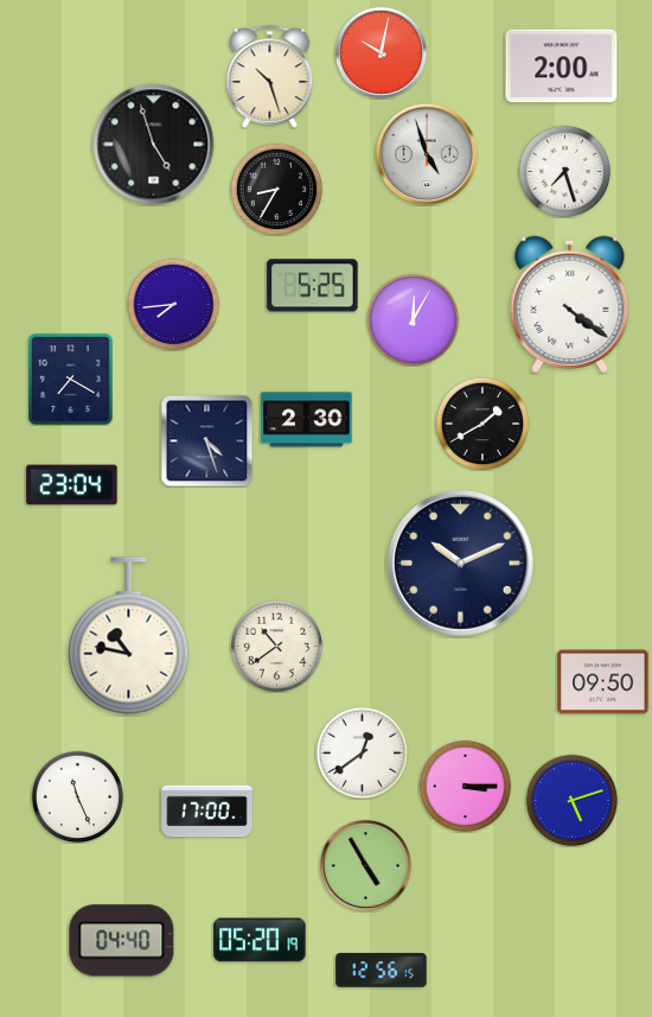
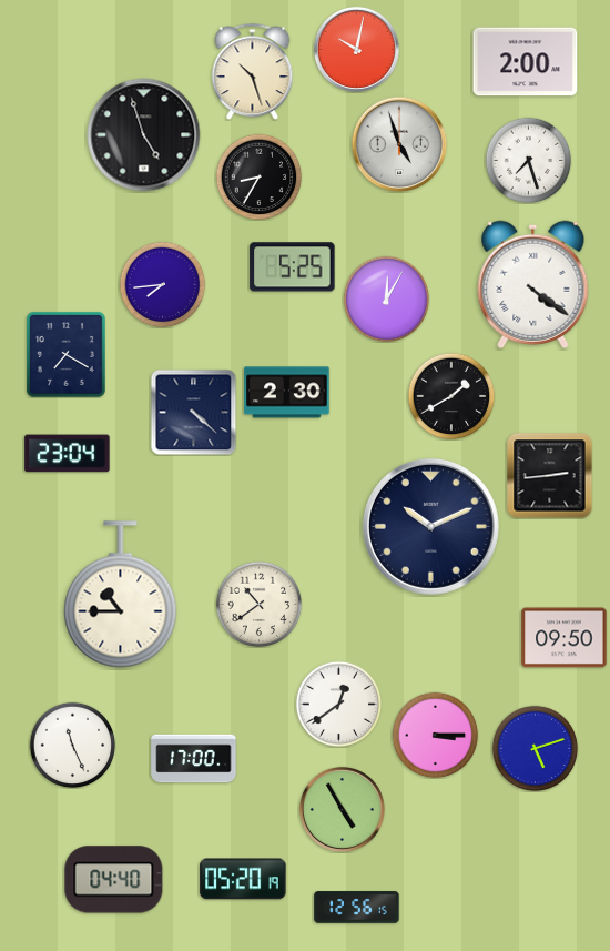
clock at (206, 440): 4:27 -> 4:22
clock at (549, 475): none -> 2:44
clock at (129, 636): 10:47 -> 10:45
